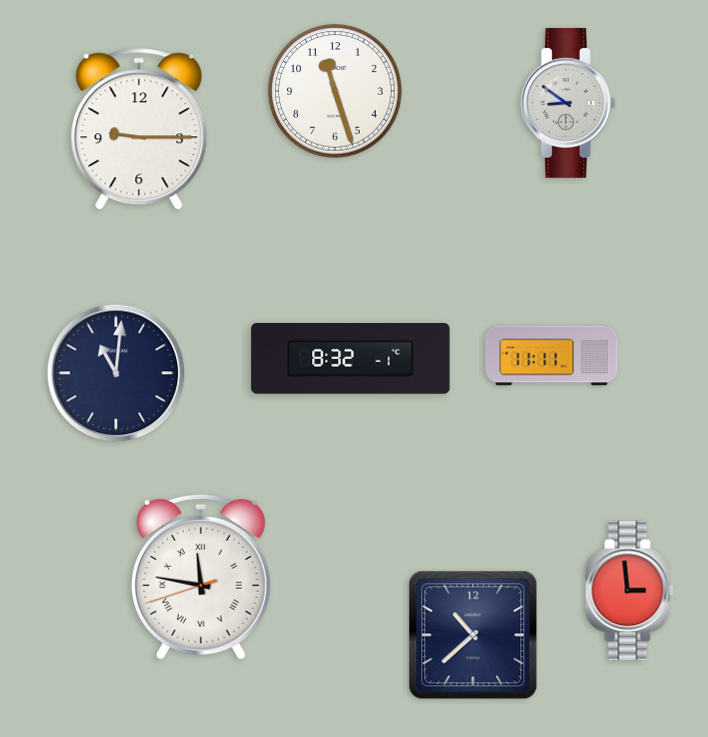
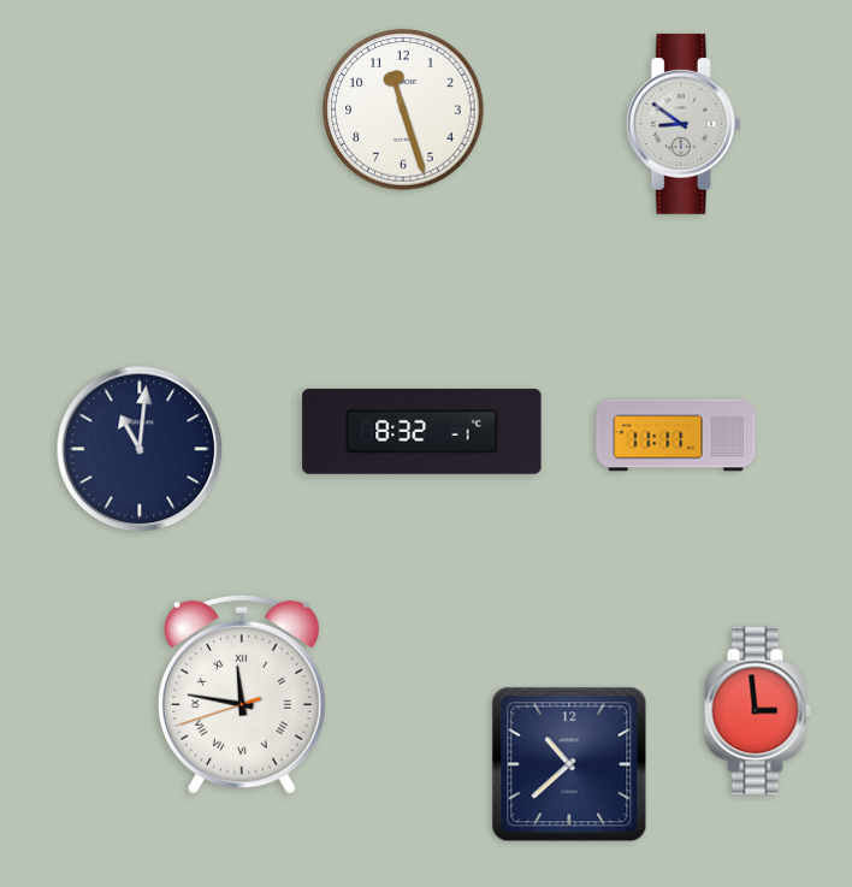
clock at (139, 129): 9:15 -> none
clock at (552, 356) position: (552, 356) -> (676, 436)
